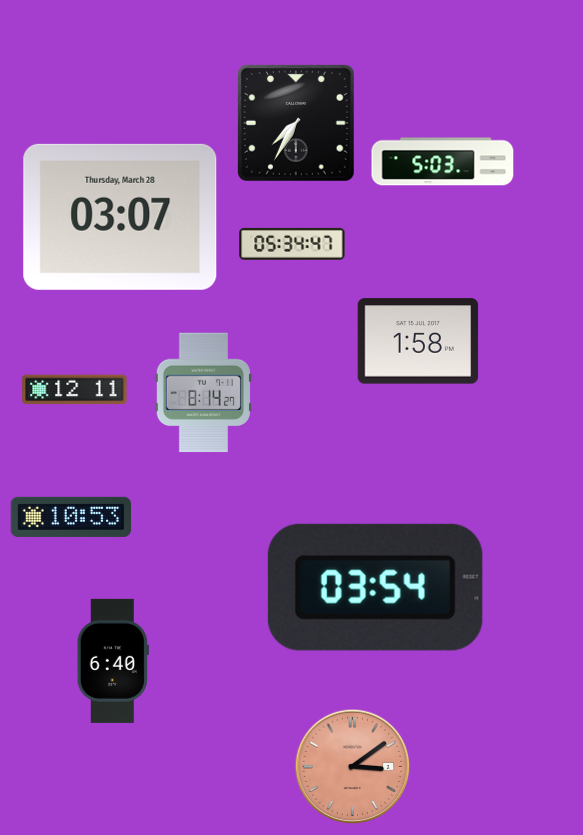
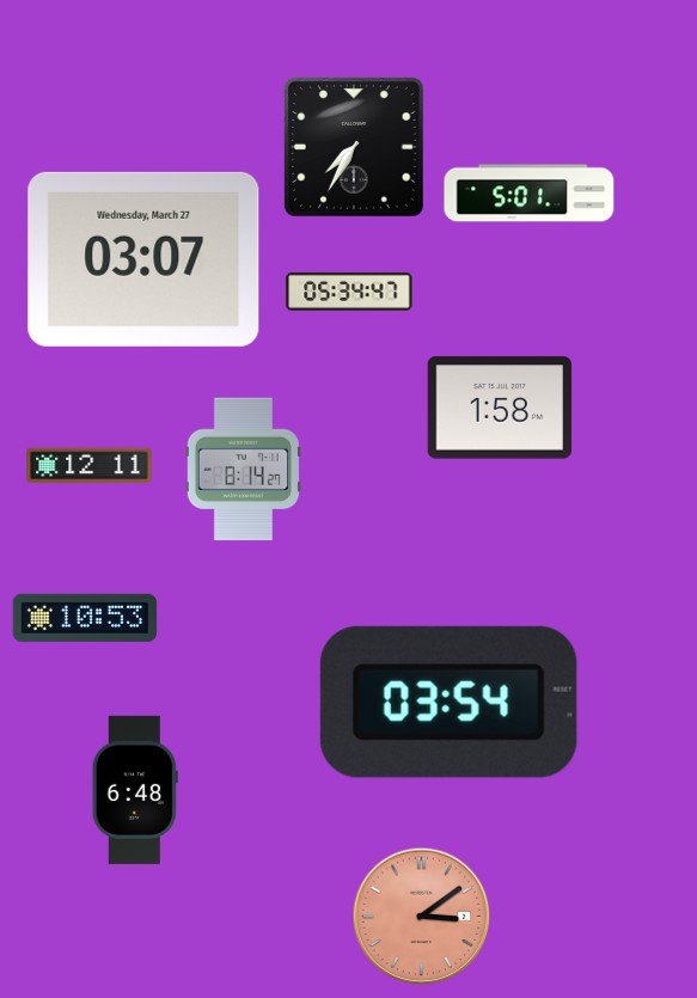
clock at (443, 162): 5:03 -> 5:01
clock at (120, 217) date: Thursday, March 28 -> Wednesday, March 27
clock at (113, 661): 6:40 -> 6:48
